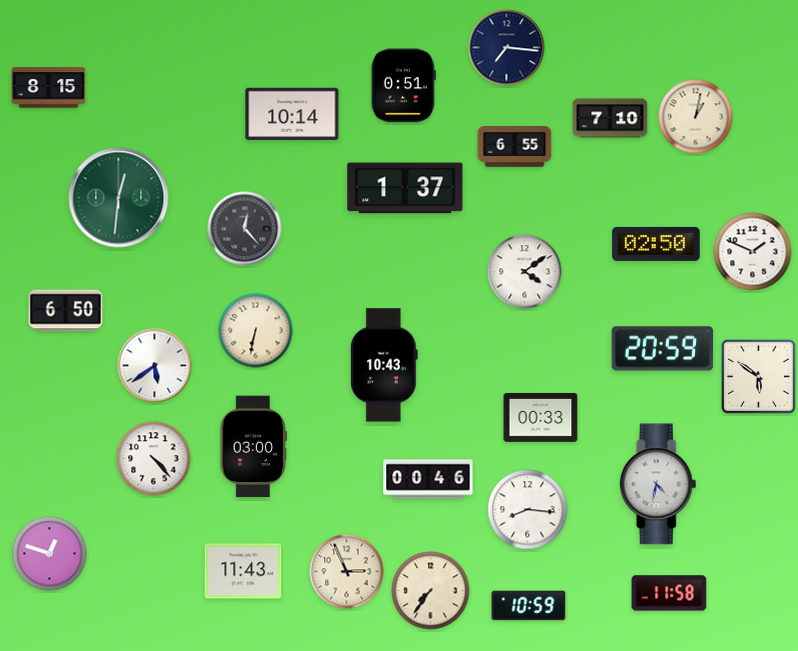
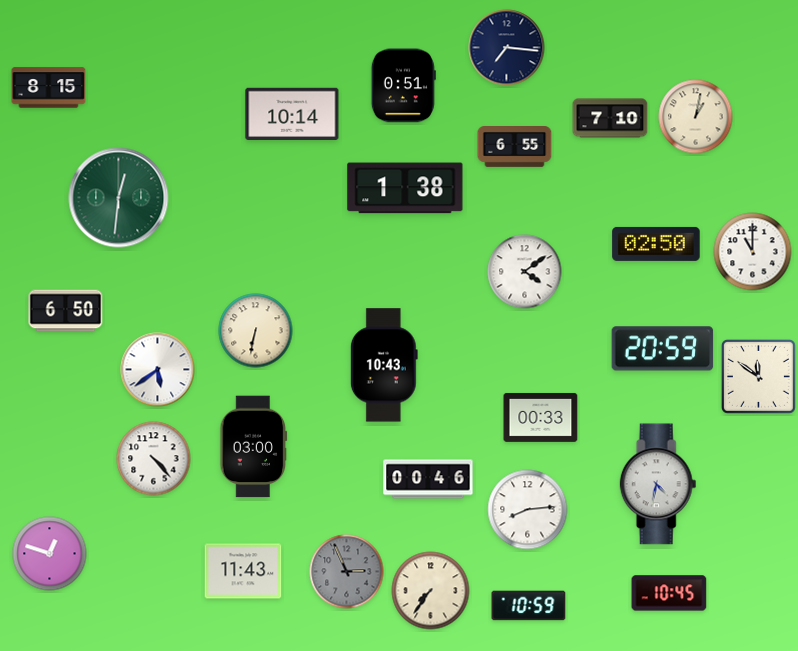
clock at (405, 188): 1:37 -> 1:38
clock at (245, 229): 12:23 -> none
clock at (753, 252): 1:49 -> 11:00
clock at (155, 366) position: (155, 366) -> (158, 370)
clock at (758, 376): 5:51 -> 11:51
clock at (528, 510): 8:16 -> 8:14
clock at (347, 572) dial: cream -> grey
clock at (669, 593): 11:58 -> 10:45
